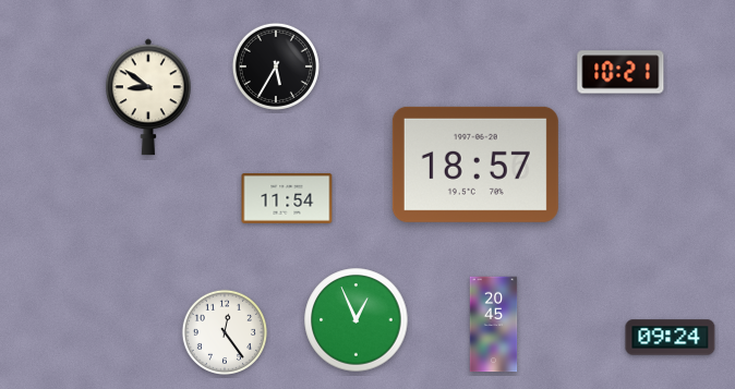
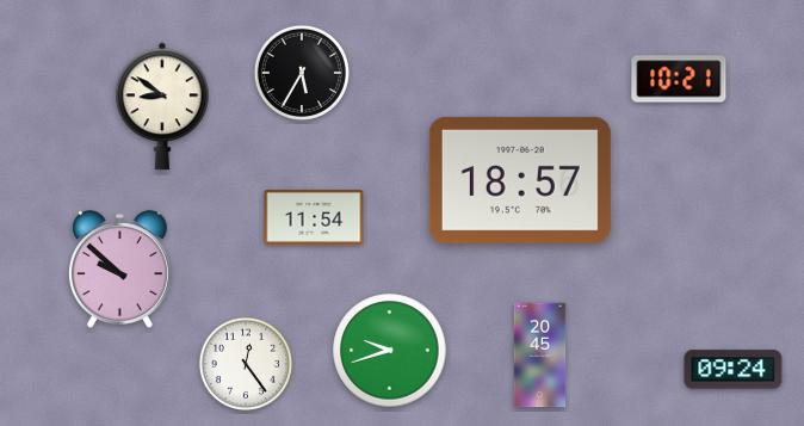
clock at (119, 270): none -> 9:52
clock at (357, 320): 12:56 -> 9:42
